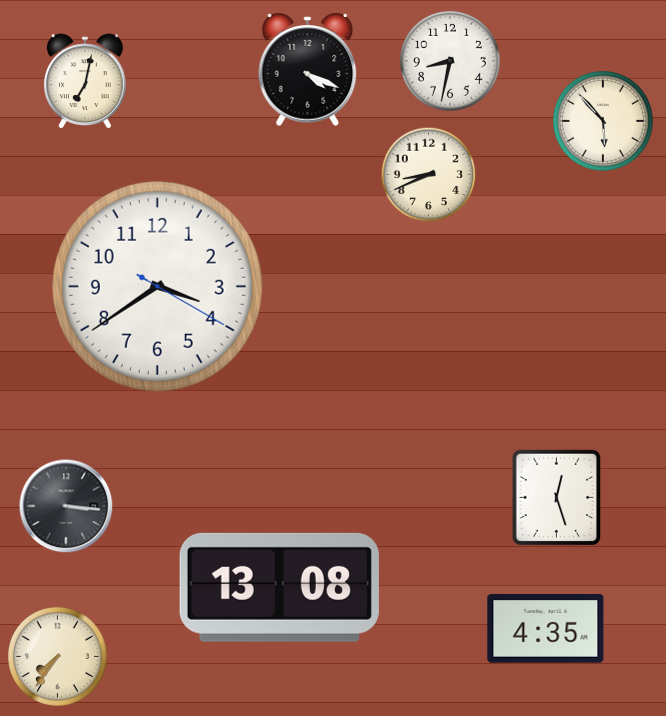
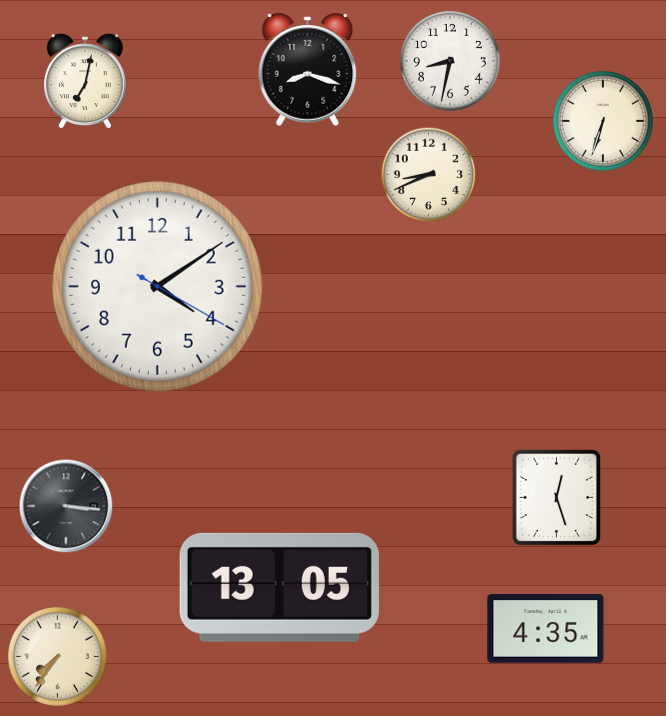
clock at (308, 69): 4:19 -> 8:18
clock at (603, 121): 5:53 -> 6:33
clock at (157, 286): 3:39 -> 4:09
clock at (279, 587): 13:08 -> 13:05
